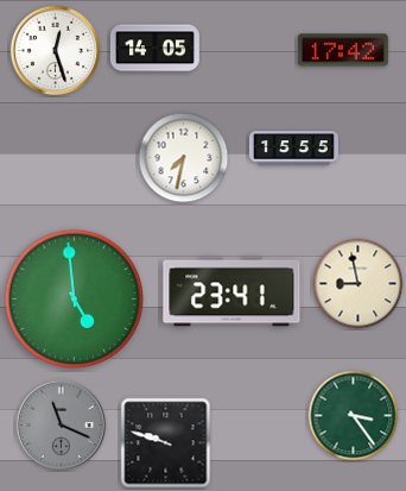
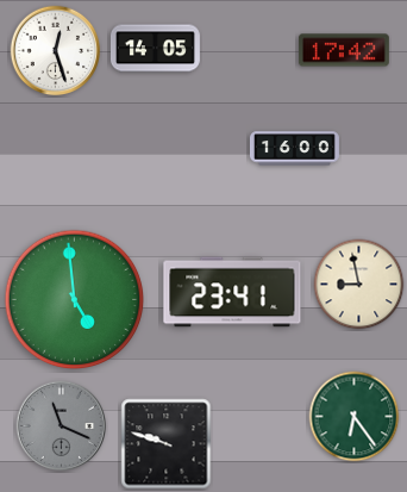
clock at (293, 149): 15:55 -> 16:00
clock at (184, 158): 7:32 -> none
clock at (354, 416): 3:24 -> 6:24
